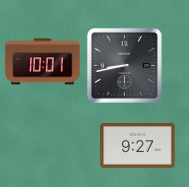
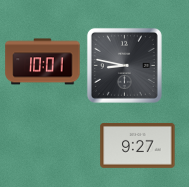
clock at (124, 65): 8:43 -> 8:47
